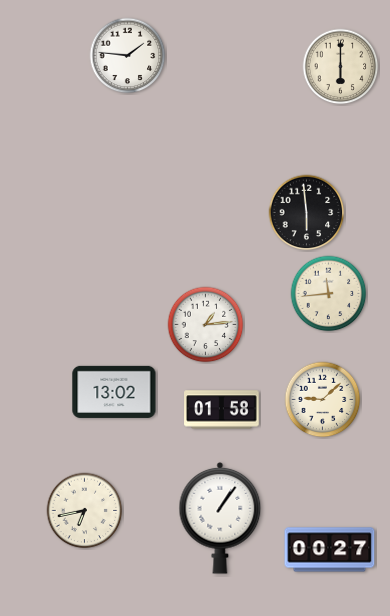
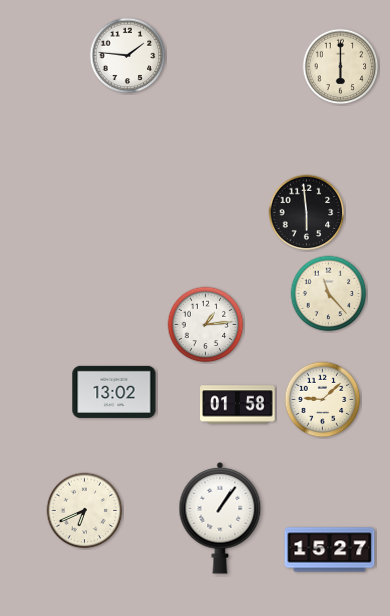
clock at (329, 294): 11:44 -> 11:23
clock at (222, 410) position: (222, 410) -> (238, 405)
clock at (85, 511): 6:43 -> 6:41
clock at (330, 550): 00:27 -> 15:27
